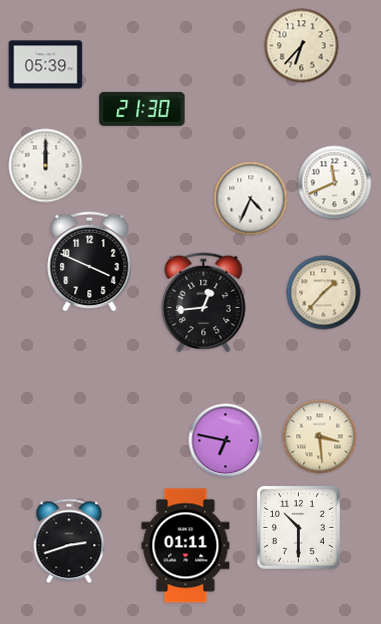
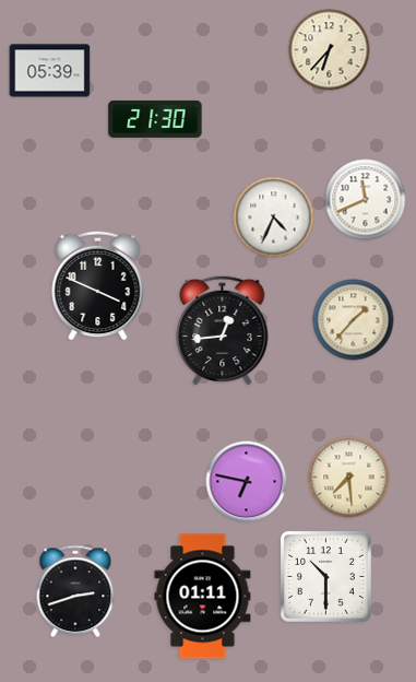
clock at (46, 166): 12:00 -> none
clock at (320, 437): 3:29 -> 7:29
